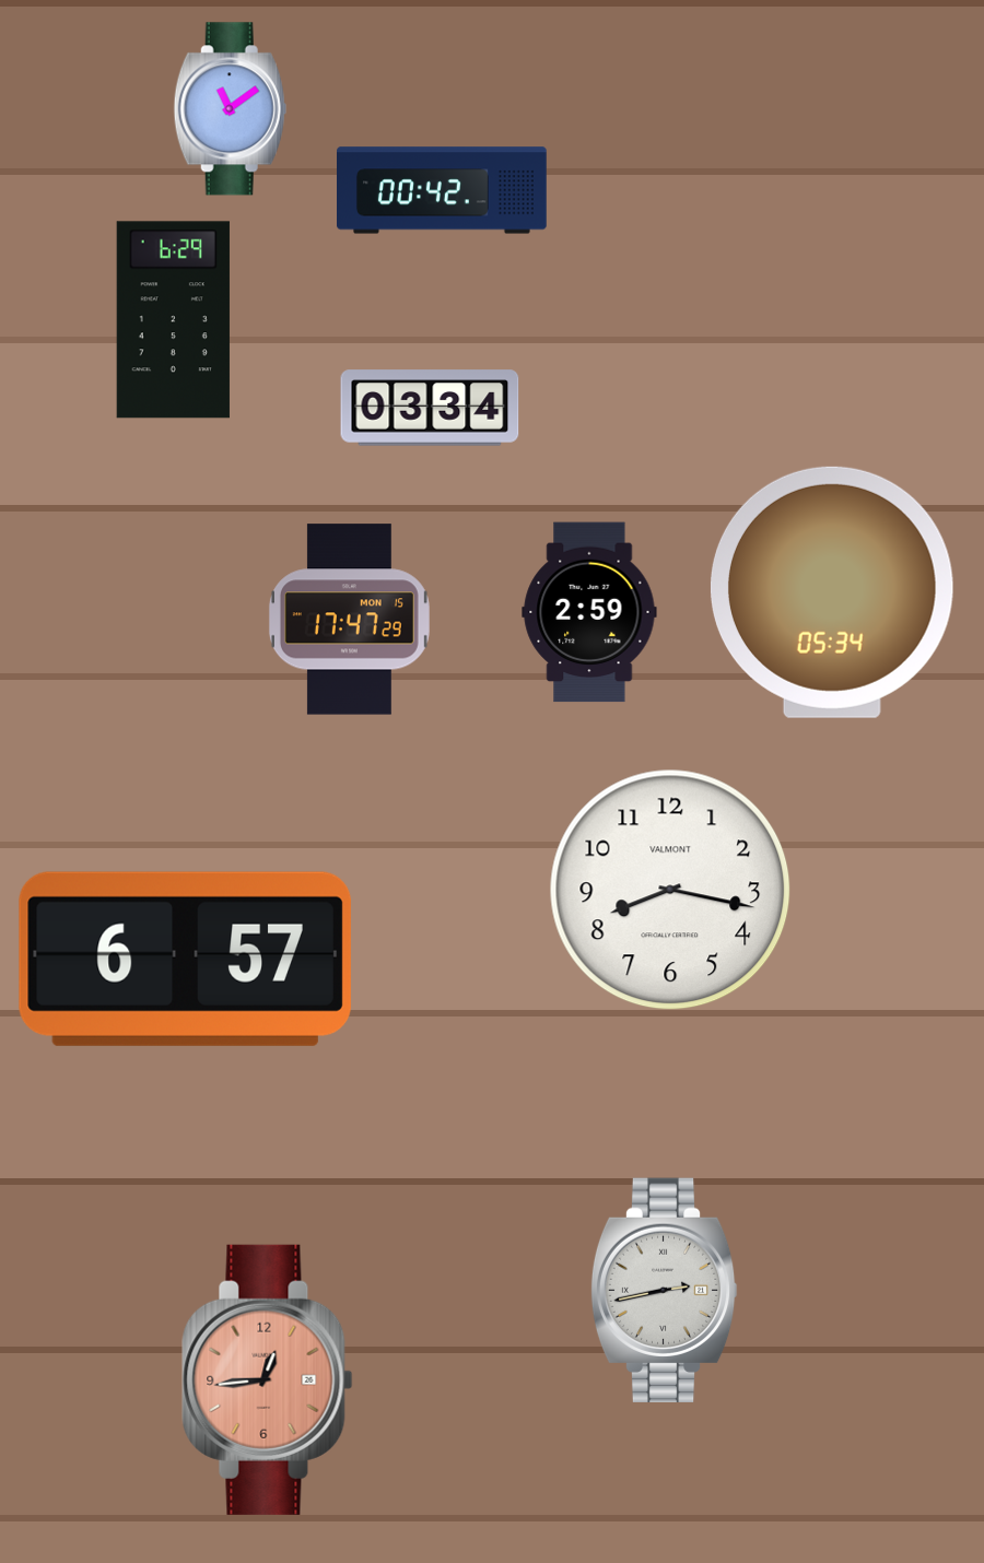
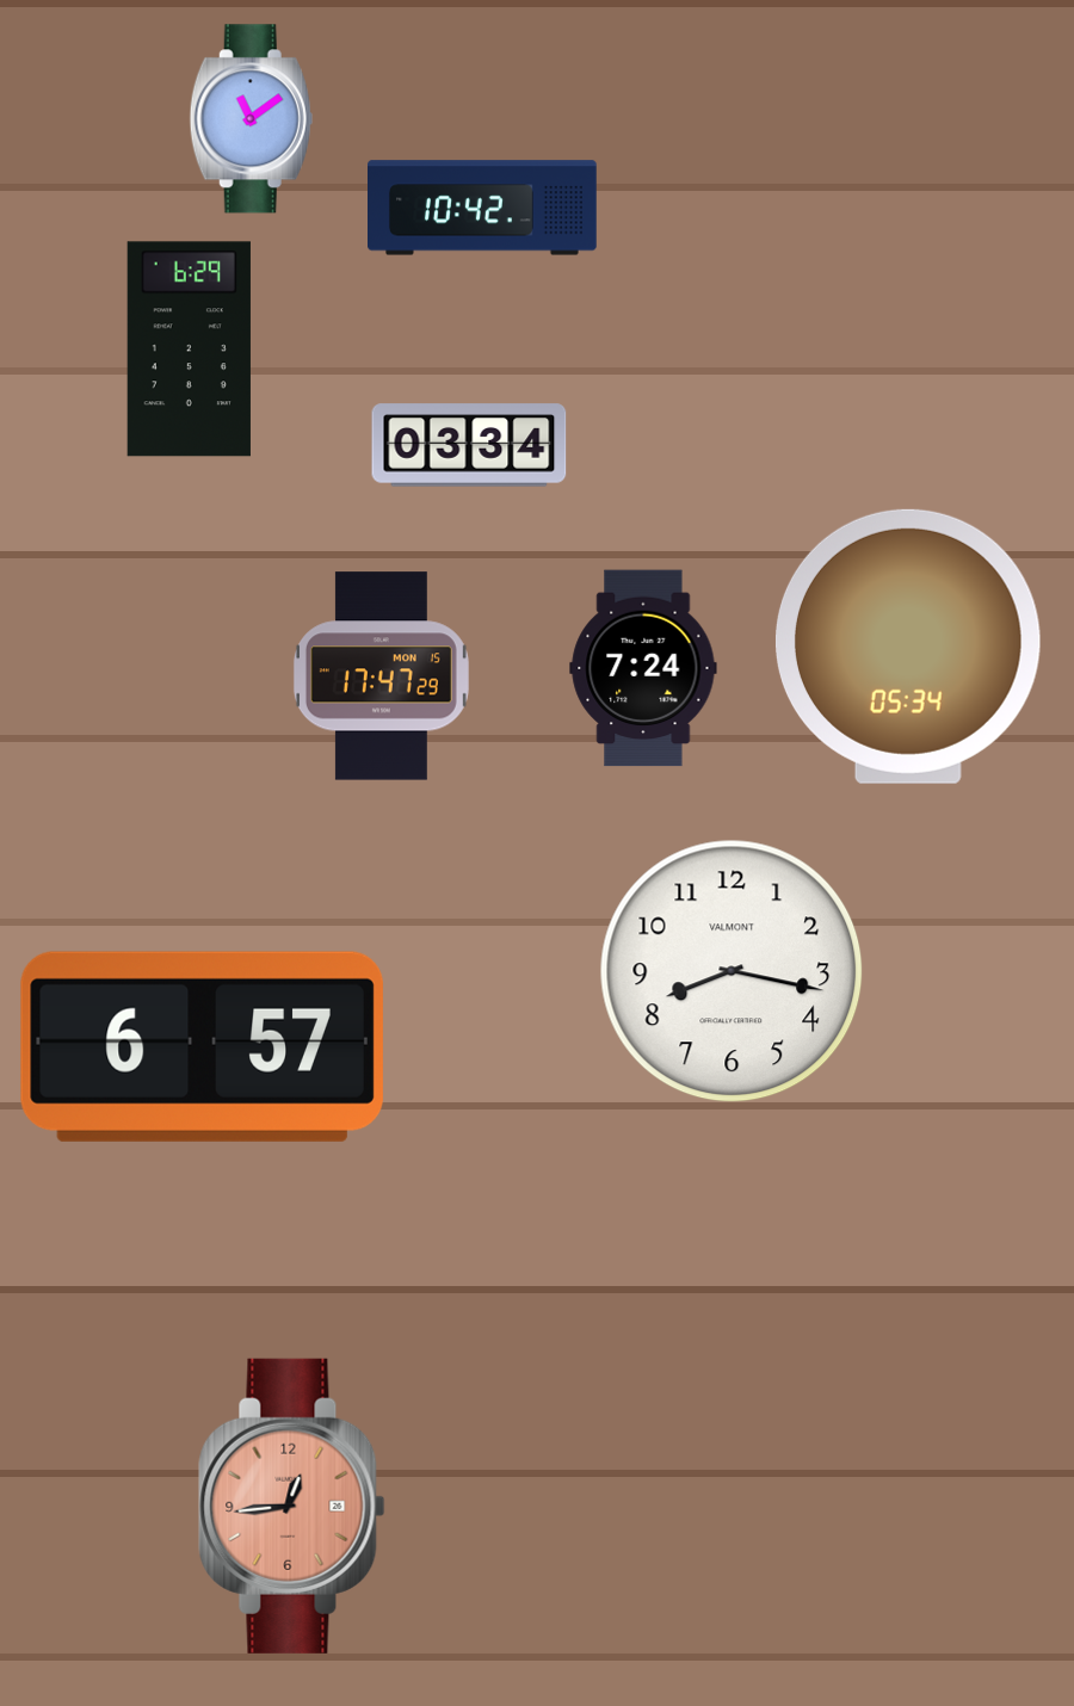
clock at (443, 190): 00:42 -> 10:42
clock at (589, 612): 2:59 -> 7:24
clock at (664, 1290): 2:43 -> none
